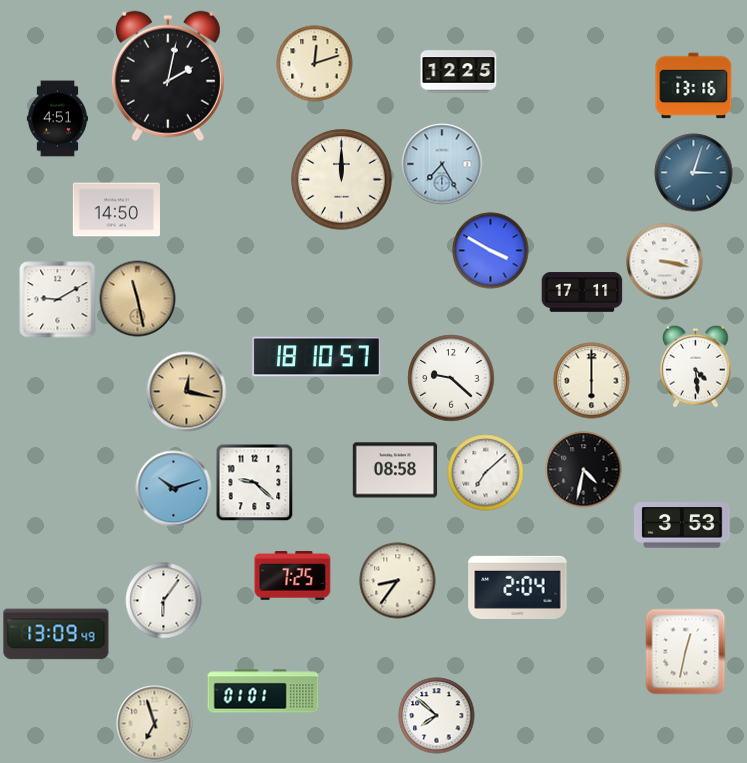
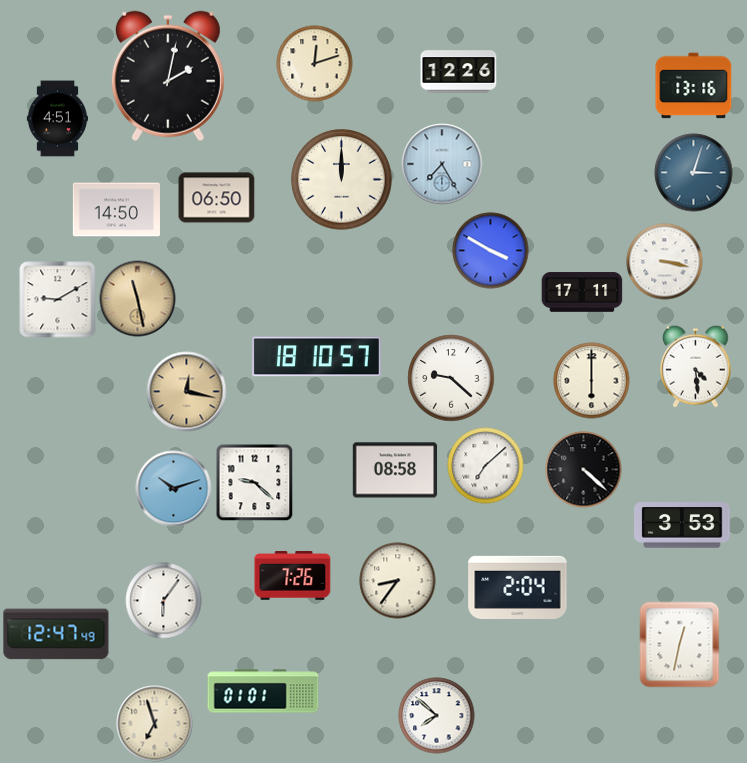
clock at (459, 72): 12:25 -> 12:26
clock at (217, 198): none -> 06:50
clock at (584, 470): 4:32 -> 4:22
clock at (486, 473) position: (486, 473) -> (486, 466)
clock at (293, 576): 7:25 -> 7:26
clock at (56, 634): 13:09 -> 12:47
clock at (686, 652) position: (686, 652) -> (680, 645)
